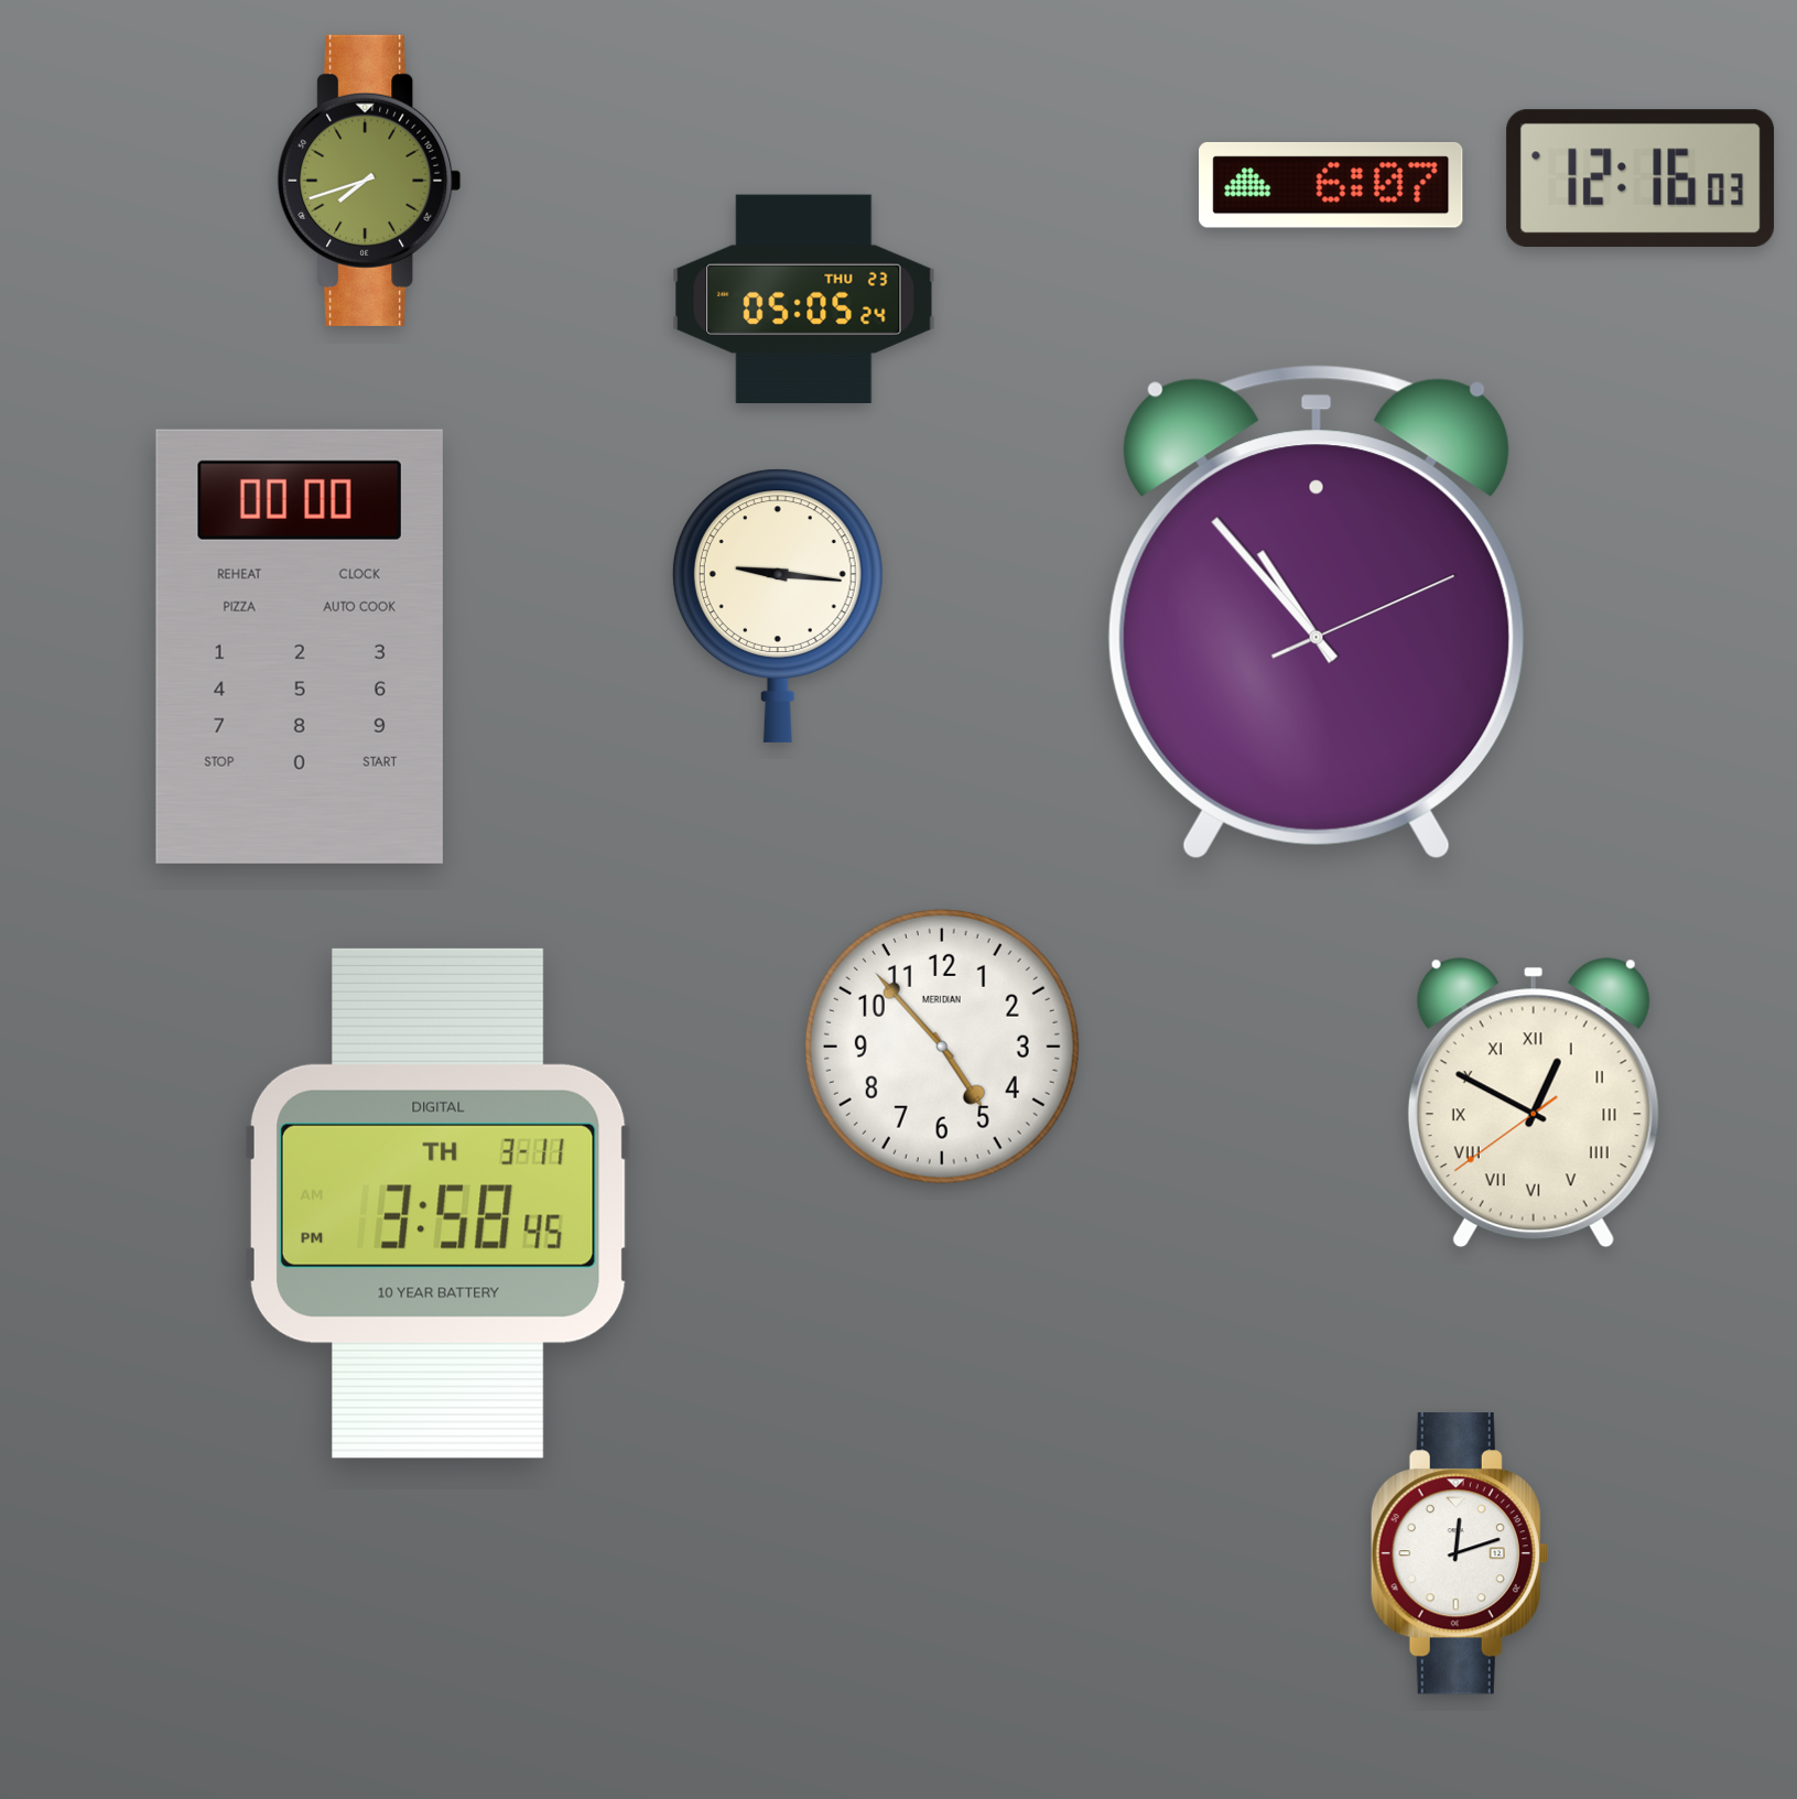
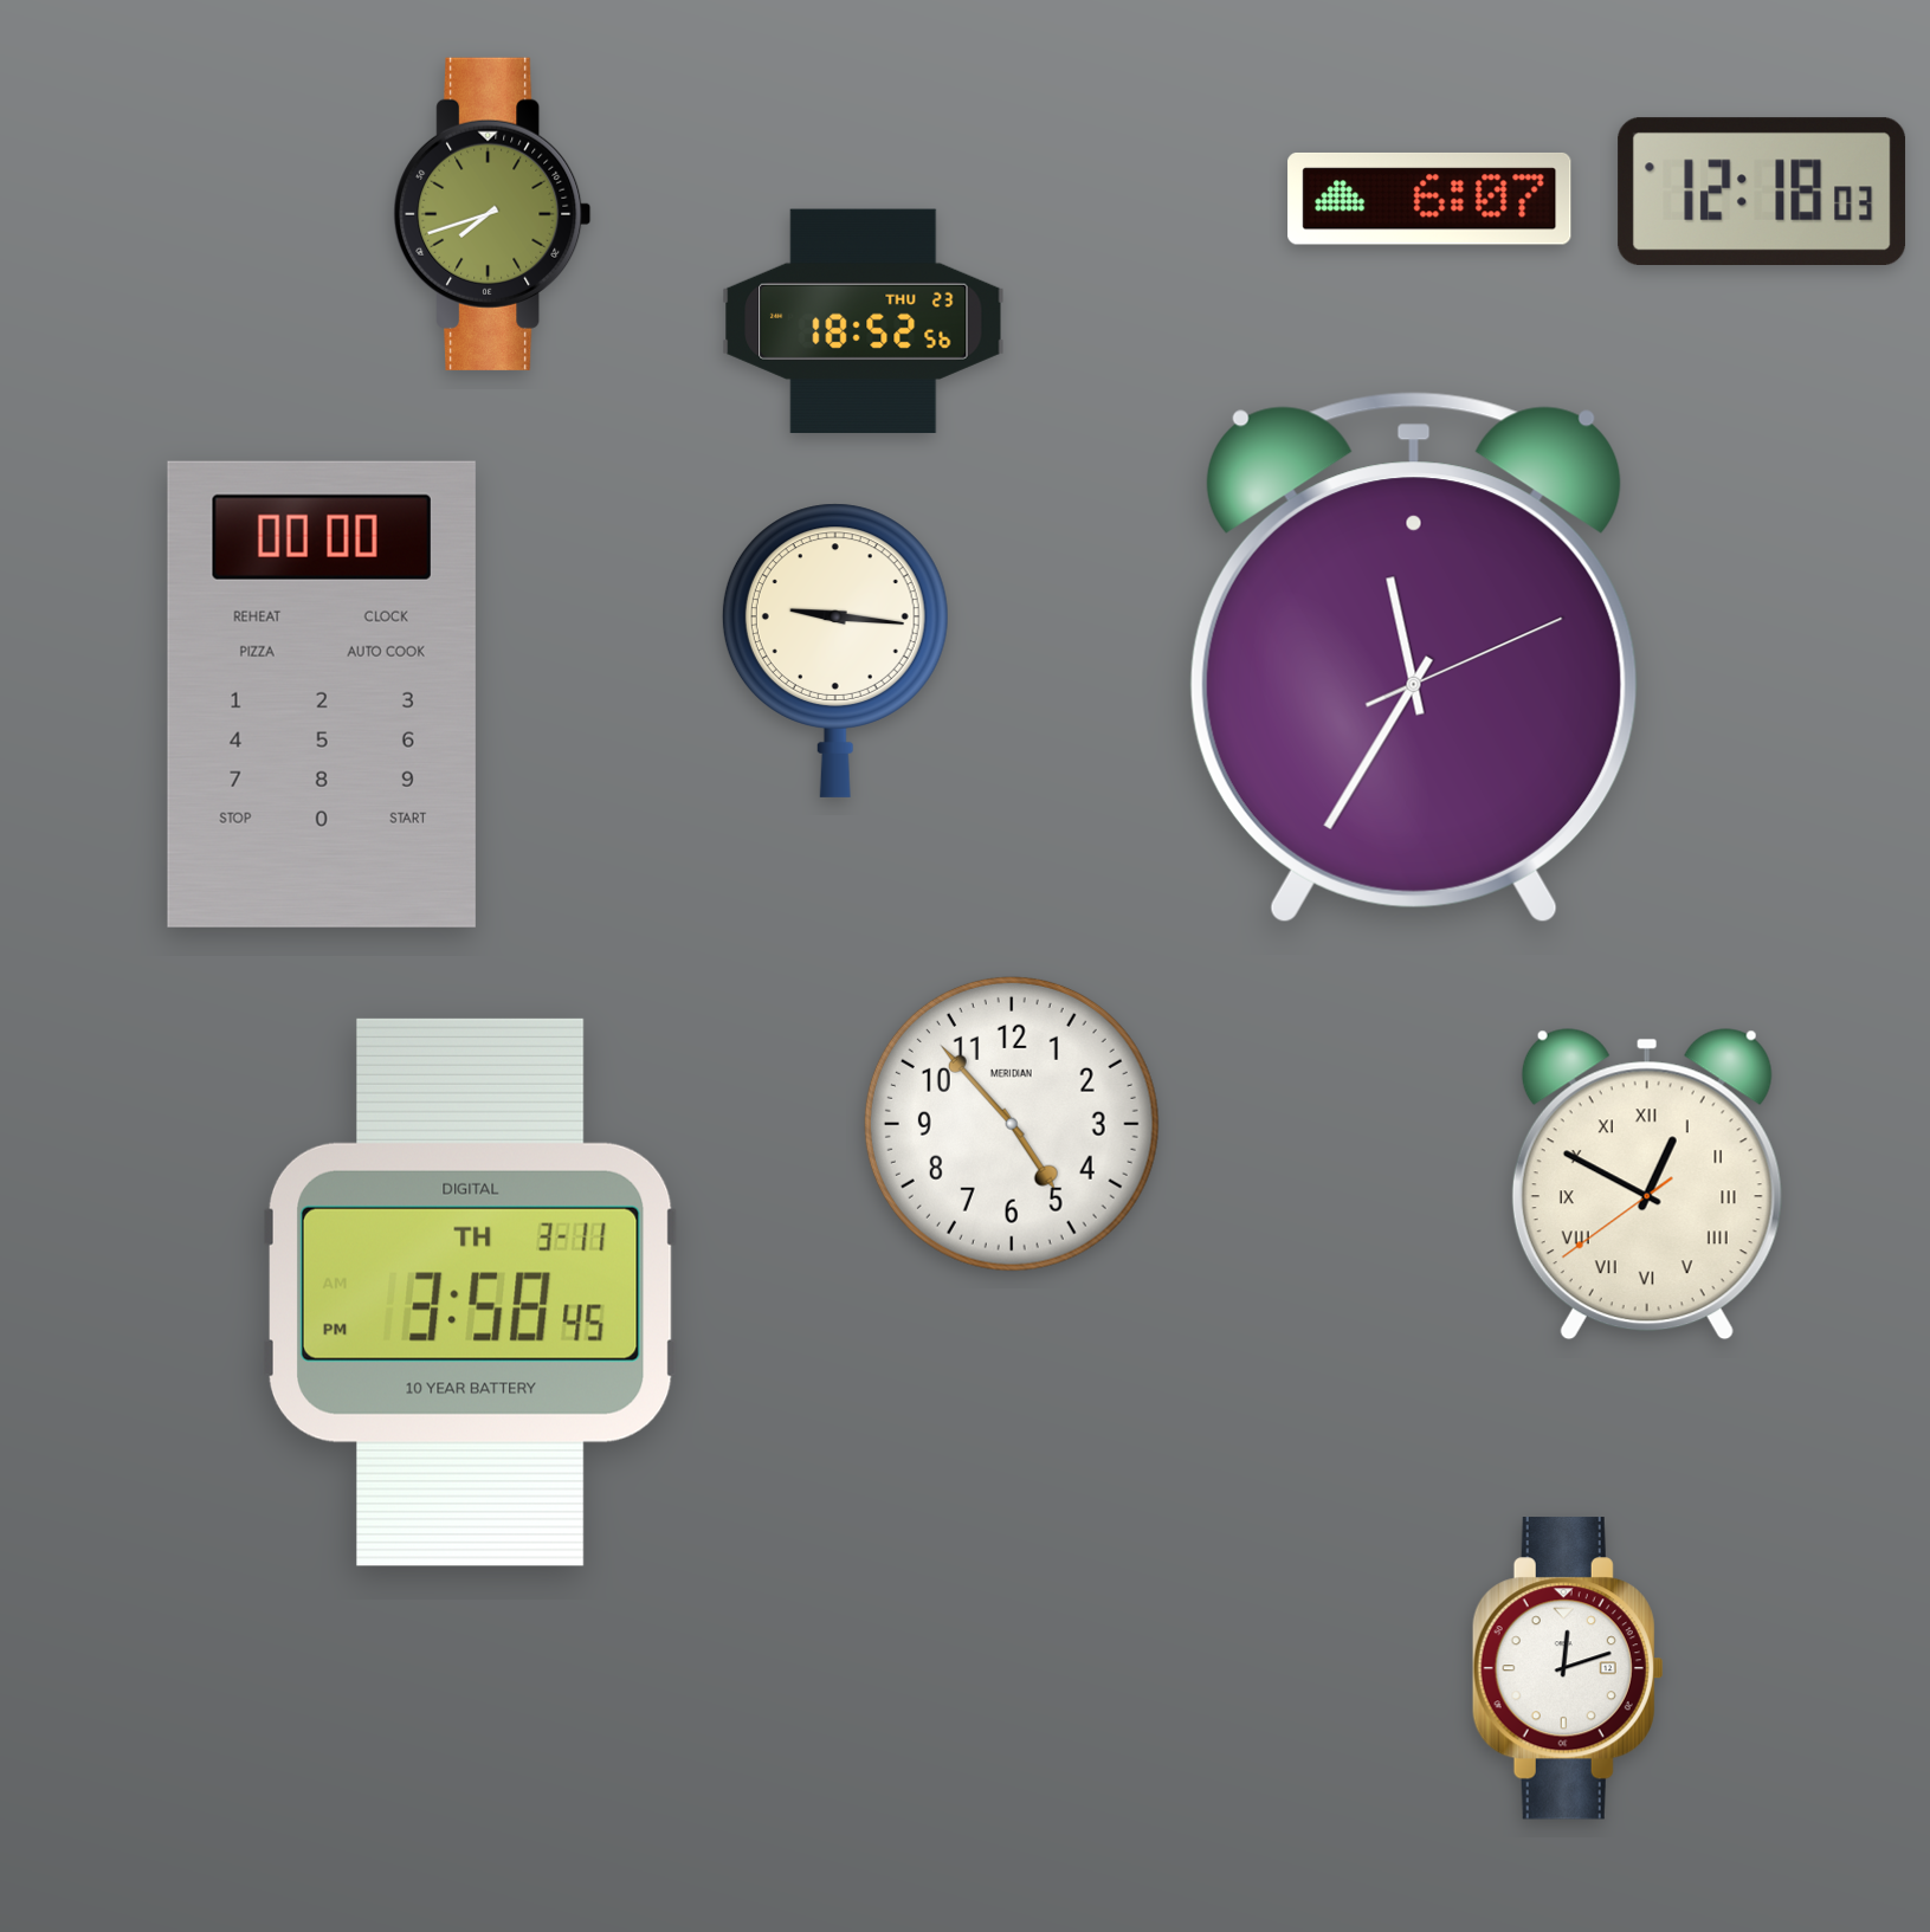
clock at (1641, 177): 12:16 -> 12:18
clock at (369, 181) position: (369, 181) -> (492, 214)
clock at (804, 299): 05:05 -> 18:52
clock at (1317, 613): 10:53 -> 11:35
